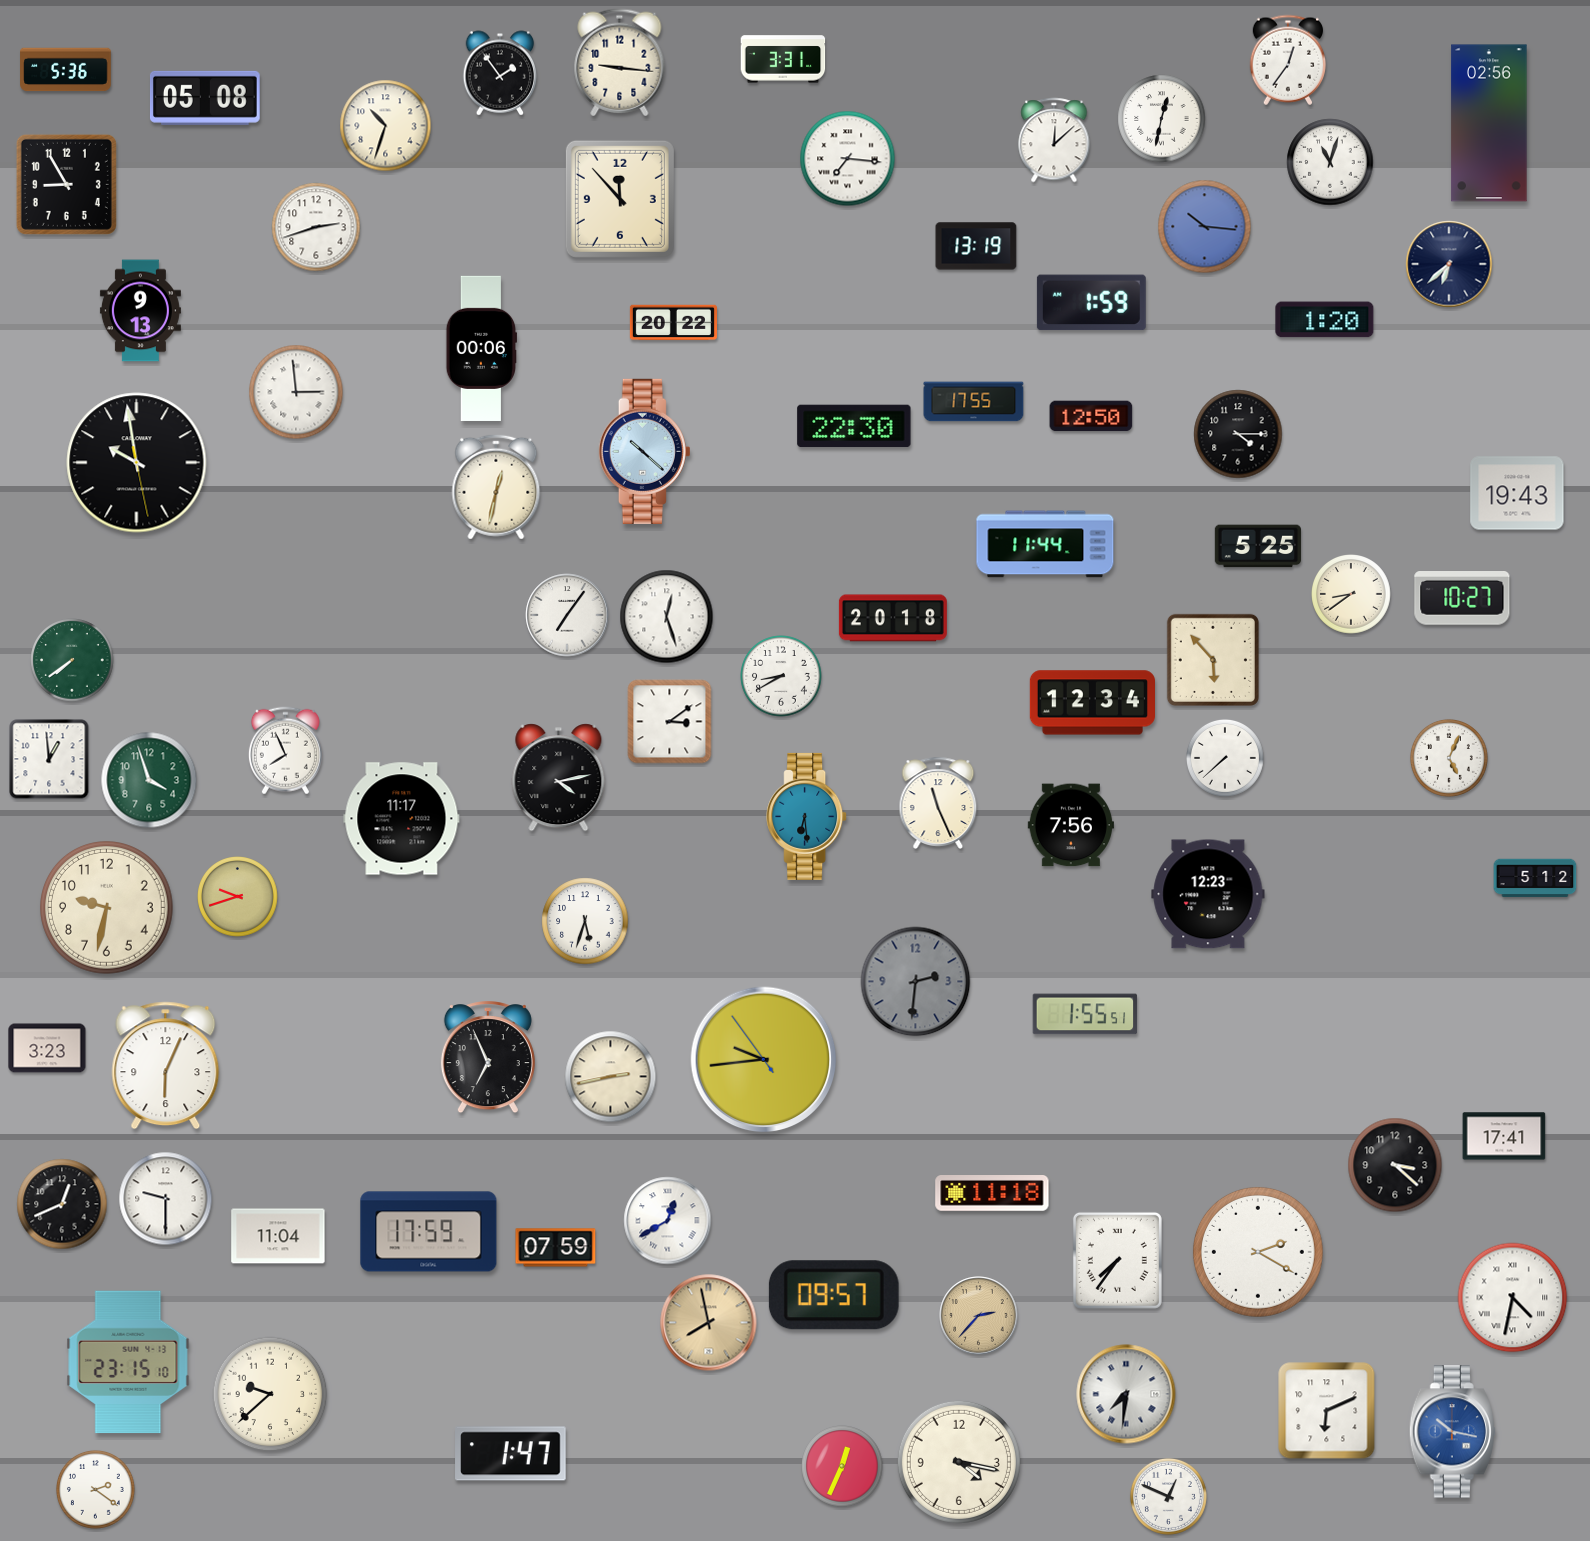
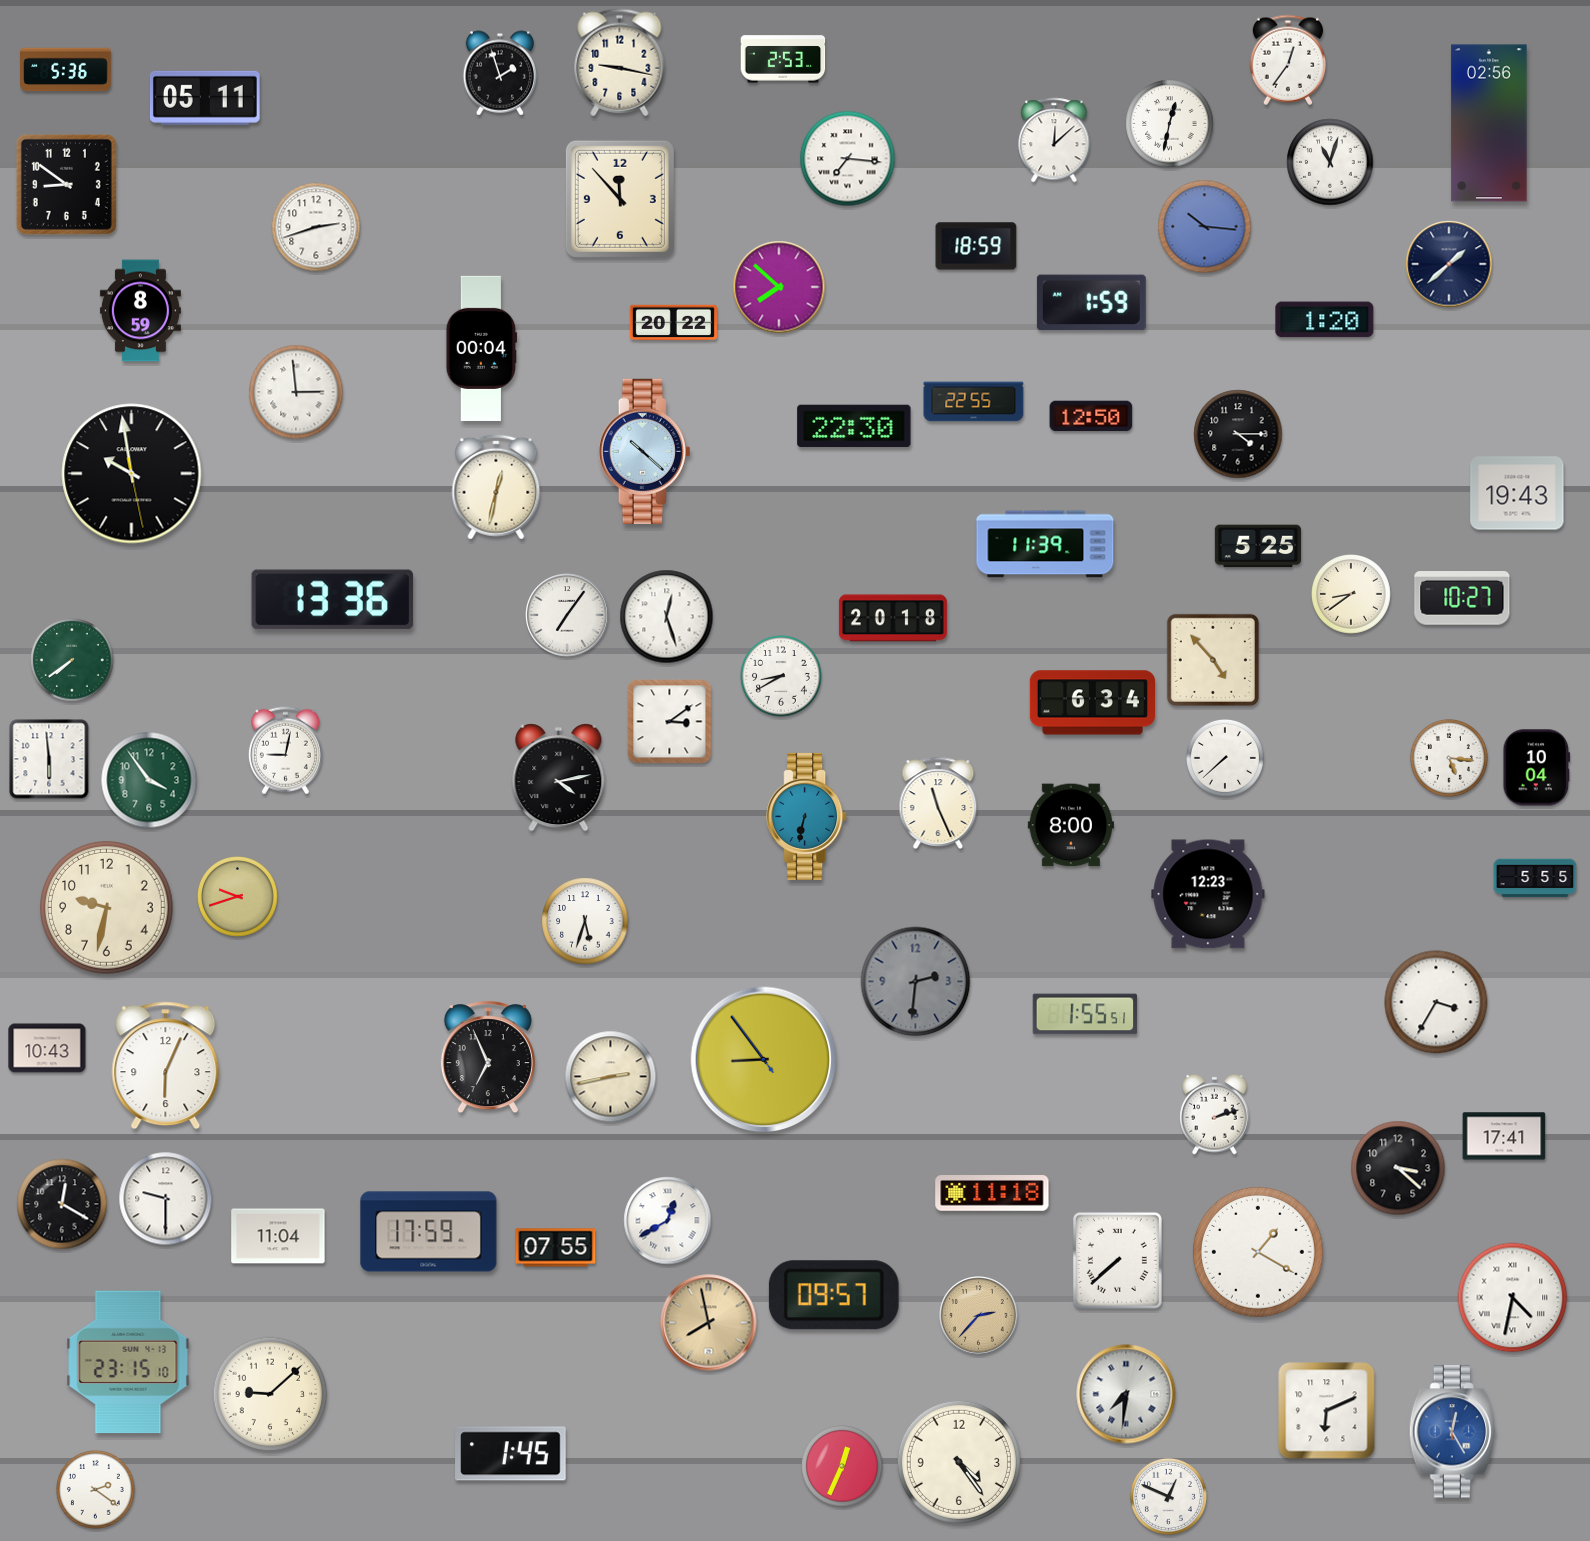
clock at (783, 59): 3:31 -> 2:53
clock at (620, 63): 9:16 -> 9:17
clock at (500, 73): 1:54 -> 1:57
clock at (205, 98): 05:08 -> 05:11
clock at (1162, 119) position: (1162, 119) -> (1170, 124)
clock at (386, 126): 10:33 -> none
clock at (66, 184): 8:55 -> 8:51
clock at (976, 246): 13:19 -> 18:59
clock at (1449, 264): 6:38 -> 1:38
clock at (779, 287): none -> 7:52
clock at (140, 311): 9:13 -> 8:59
clock at (481, 348): 00:06 -> 00:04
clock at (974, 402): 17:55 -> 22:55
clock at (137, 463) position: (137, 463) -> (132, 474)
clock at (1045, 544): 11:44 -> 11:39
clock at (333, 600): none -> 13:36
clock at (1213, 660): 5:53 -> 4:53
clock at (1092, 703): 12:34 -> 6:34
clock at (285, 751): 7:56 -> 9:02
clock at (1449, 758): 5:04 -> 5:16
clock at (49, 759): 12:59 -> 5:59
clock at (1537, 768): none -> 10:04
clock at (149, 780): 3:57 -> 3:54
clock at (807, 816): 6:29 -> 6:32
clock at (402, 819): 11:17 -> none
clock at (1071, 825): 7:56 -> 8:00
clock at (1535, 878): 5:12 -> 5:55
clock at (1436, 1002): none -> 3:35
clock at (47, 1048): 3:23 -> 10:43
clock at (764, 1060): 9:43 -> 8:53
clock at (1215, 1114): none -> 2:12
clock at (1395, 1165) position: (1395, 1165) -> (1398, 1168)
clock at (62, 1204): 12:41 -> 12:20
clock at (556, 1248): 07:59 -> 07:55
clock at (1258, 1252): 2:20 -> 1:20
clock at (1117, 1260): 7:36 -> 7:38
clock at (270, 1394): 9:38 -> 9:08
clock at (1452, 1432): 10:17 -> 12:25
clock at (511, 1454): 1:47 -> 1:45
clock at (959, 1462): 4:17 -> 4:24
